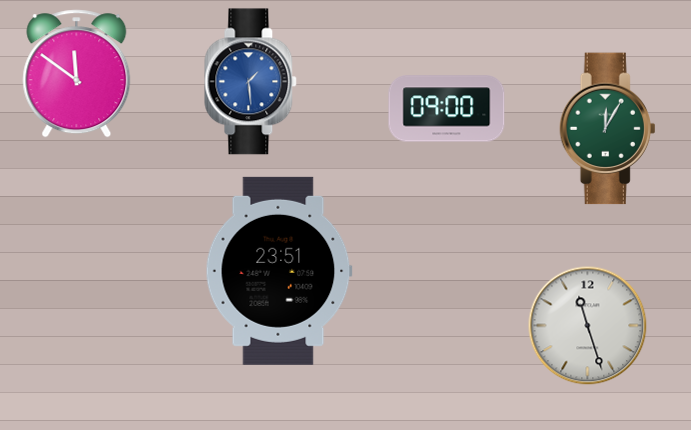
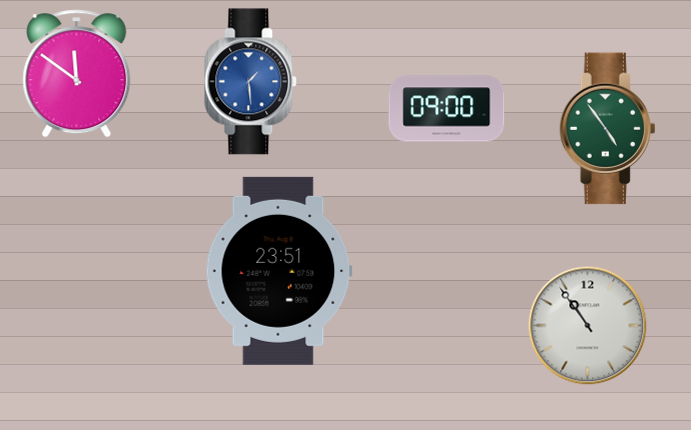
clock at (608, 129): 12:05 -> 4:54
clock at (588, 326): 11:27 -> 10:54
